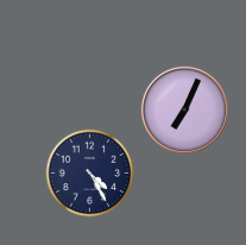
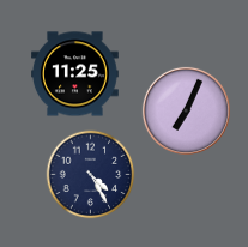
clock at (75, 74): none -> 11:25
